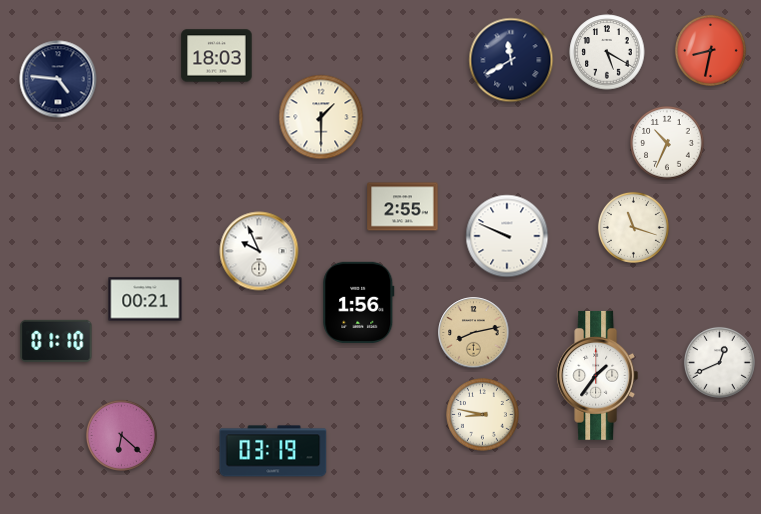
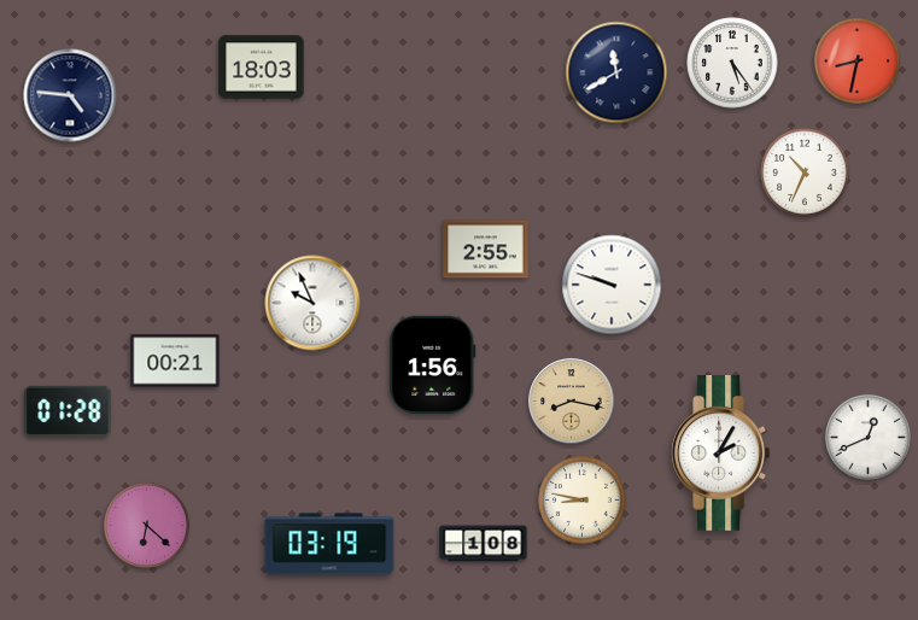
clock at (607, 52): 5:20 -> 5:24
clock at (321, 117): 1:30 -> none
clock at (633, 227): 11:18 -> none
clock at (507, 236): 9:49 -> 9:48
clock at (474, 333): 8:13 -> 8:17
clock at (56, 341): 01:10 -> 01:28
clock at (598, 375): 1:36 -> 2:05
clock at (484, 544): none -> 1:08
